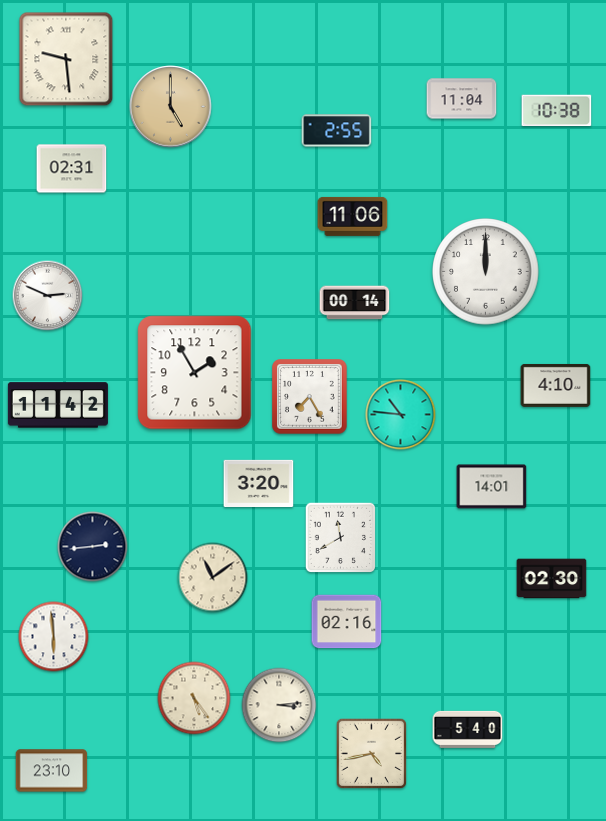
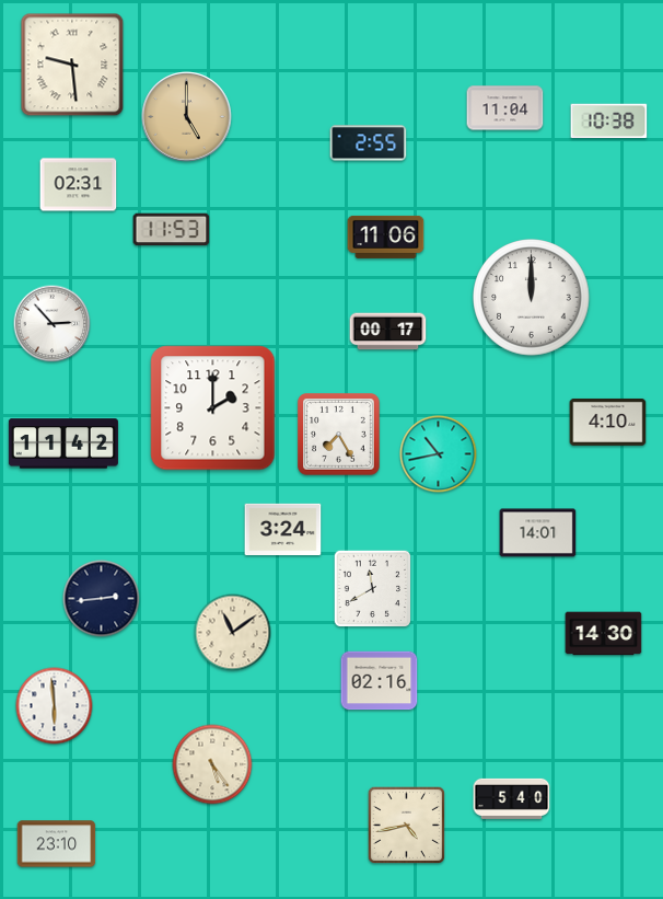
clock at (172, 230): none -> 11:53
clock at (48, 296): 2:49 -> 2:53
clock at (355, 303): 00:14 -> 00:17
clock at (195, 373): 1:55 -> 2:00
clock at (401, 415): 10:46 -> 10:43
clock at (259, 483): 3:20 -> 3:24
clock at (552, 579): 02:30 -> 14:30
clock at (54, 637) position: (54, 637) -> (55, 706)
clock at (279, 705): 3:14 -> none
